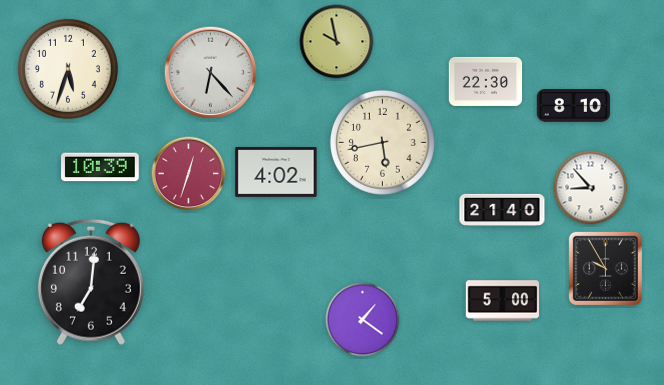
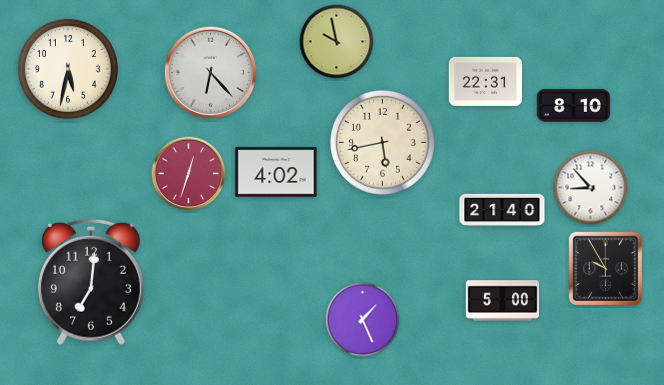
clock at (68, 69): 5:33 -> 5:32
clock at (486, 81): 22:30 -> 22:31
clock at (101, 167): 10:39 -> none
clock at (363, 320): 1:21 -> 1:26
